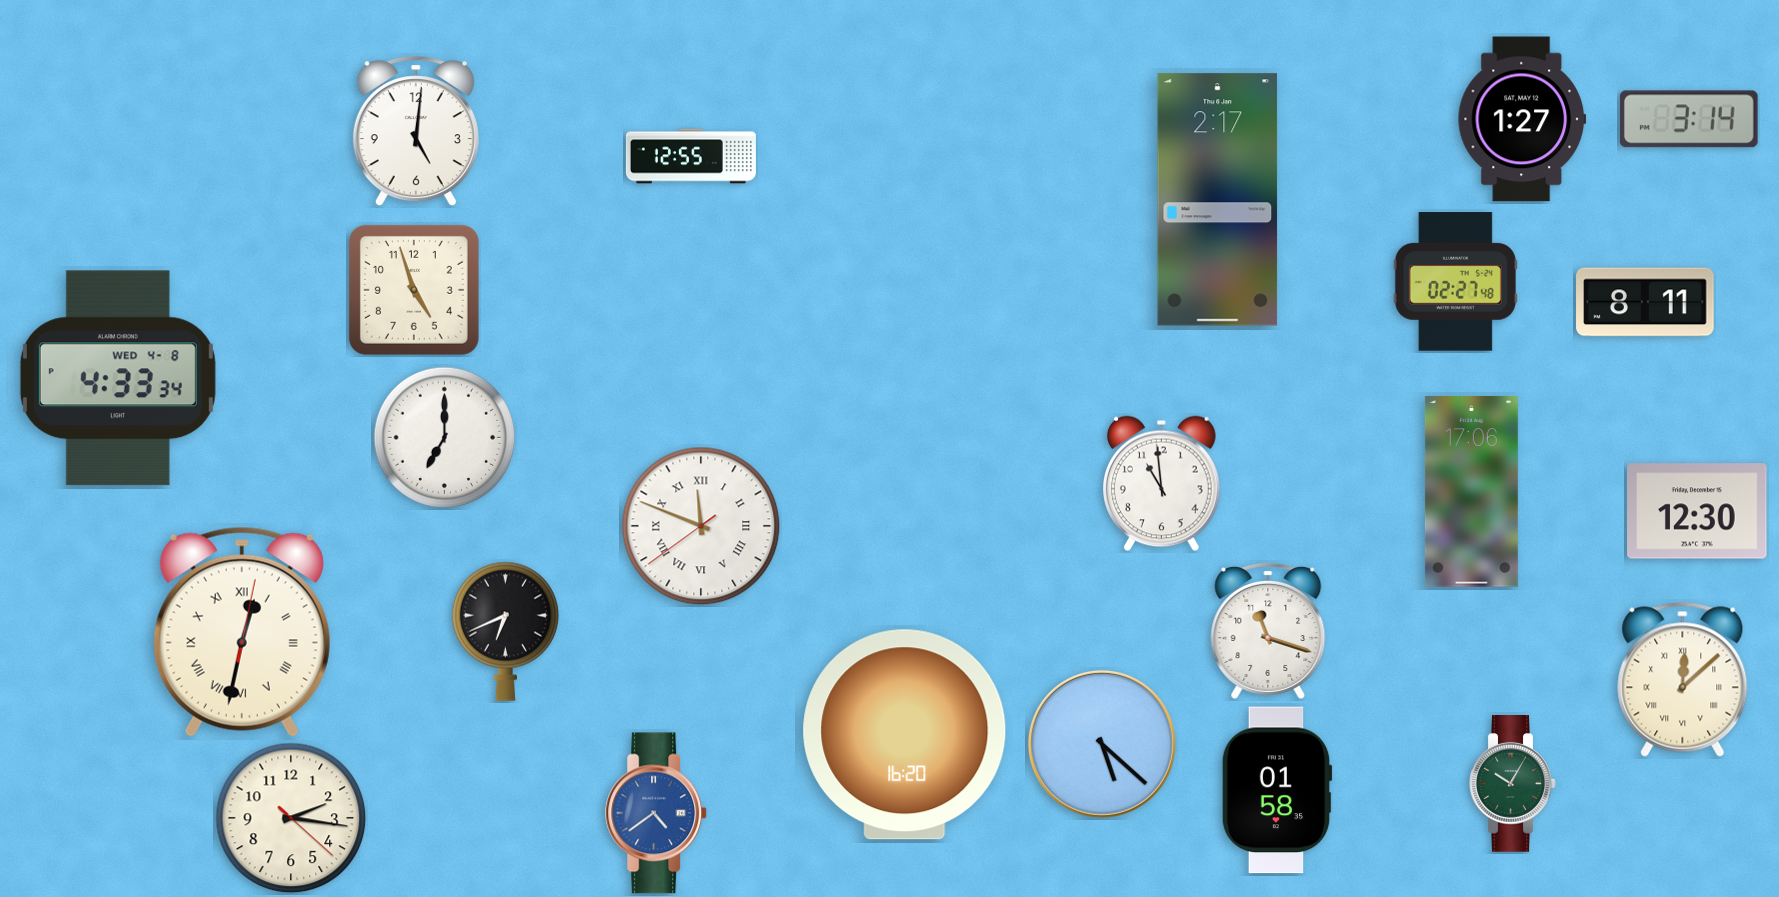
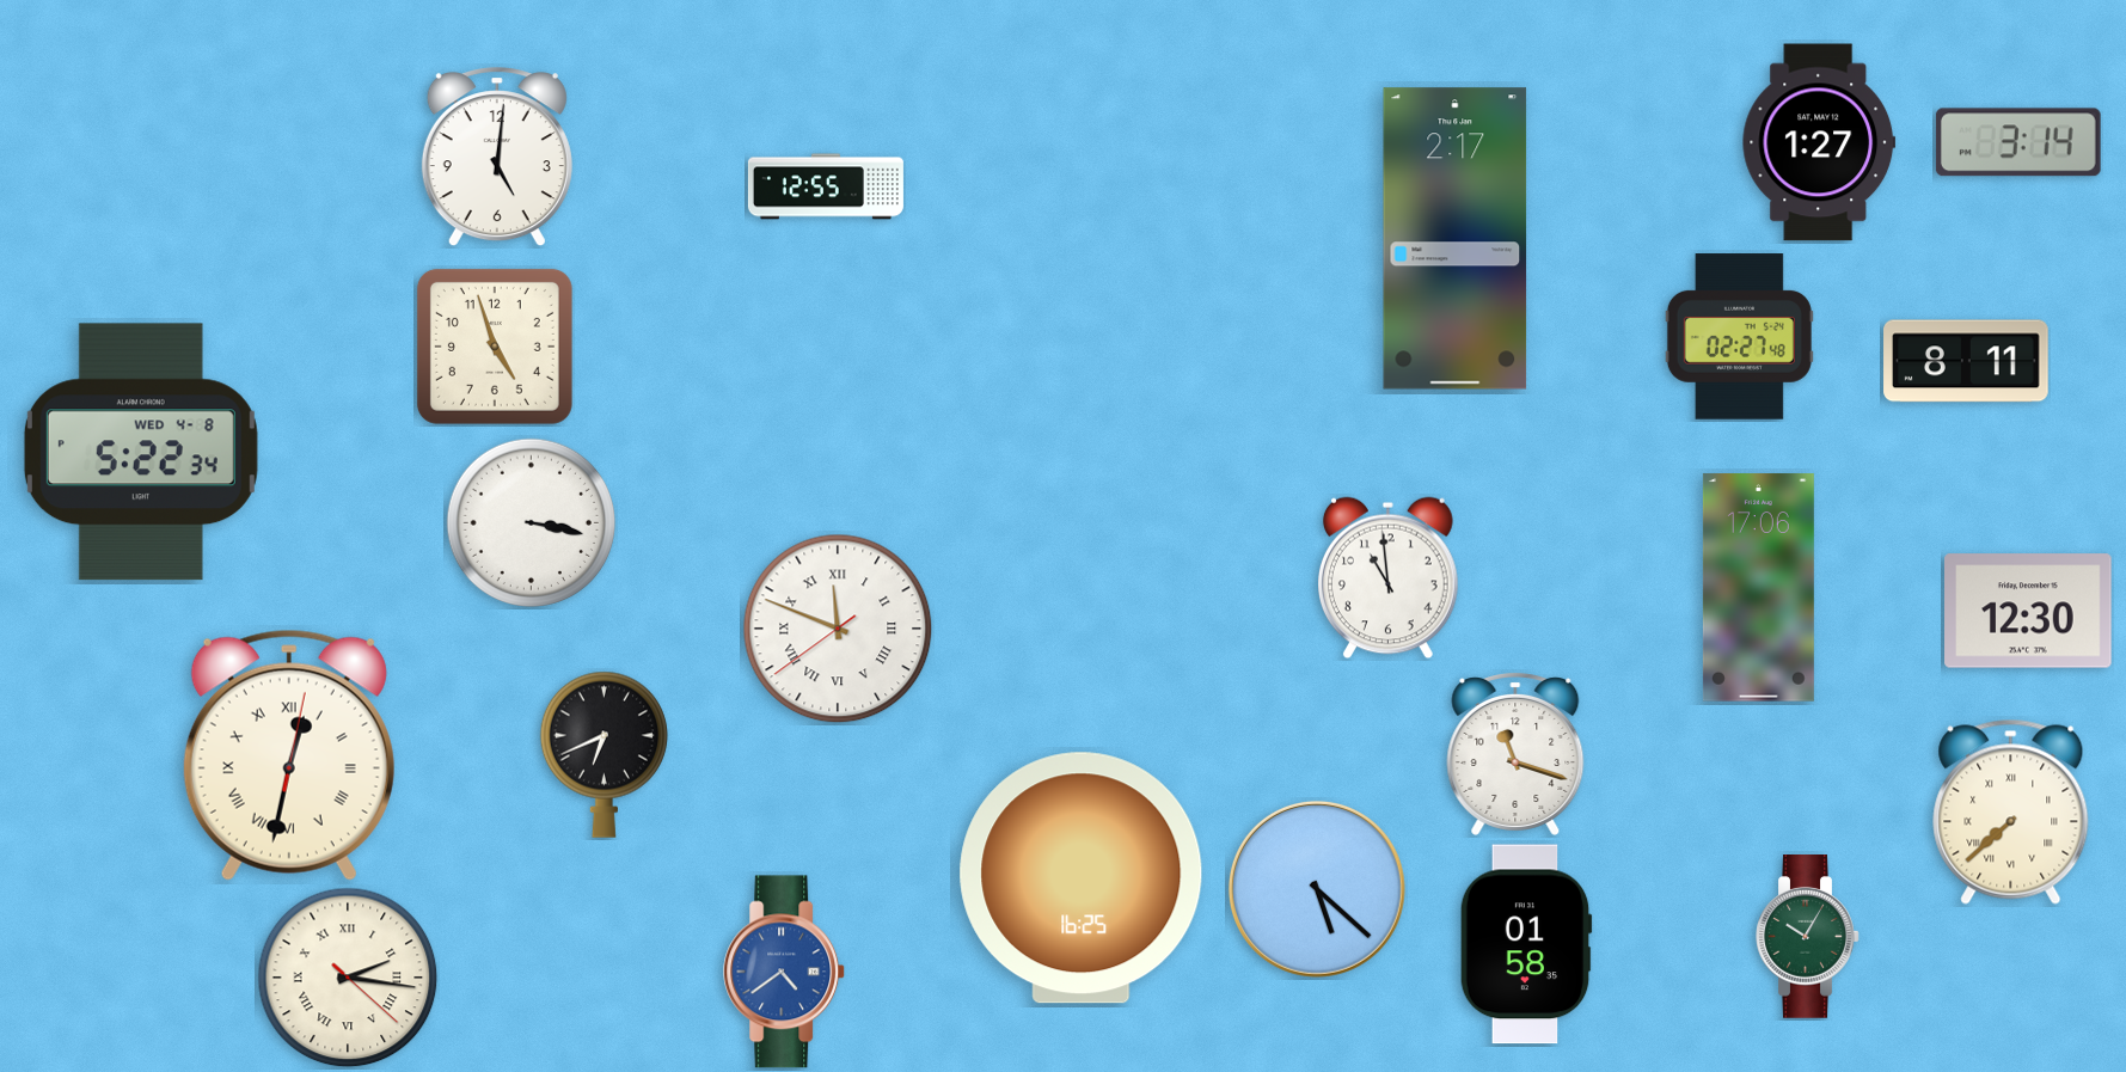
clock at (118, 378): 4:33 -> 5:22
clock at (444, 437): 7:00 -> 3:17
clock at (1683, 679): 12:08 -> 7:38
clock at (905, 735): 16:20 -> 16:25
clock at (291, 818) numerals: Arabic -> Roman
